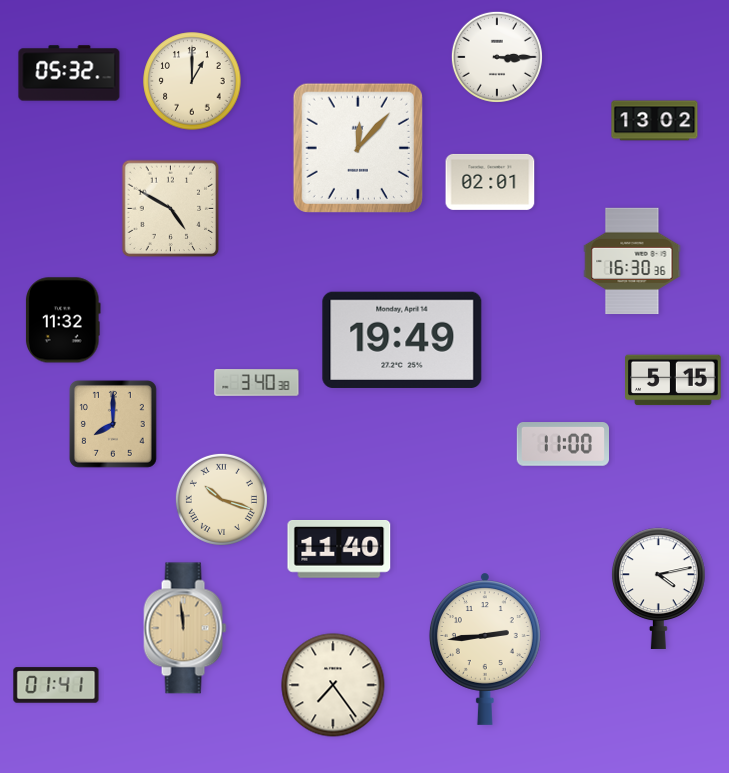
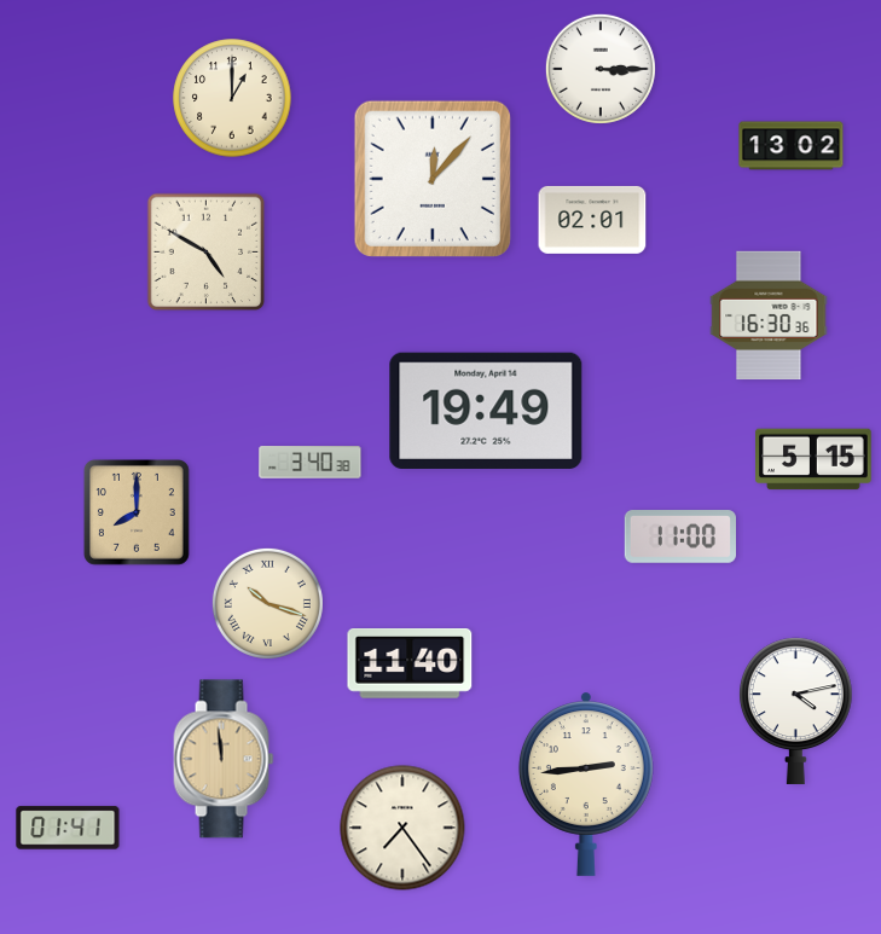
clock at (69, 73): 05:32 -> none
clock at (632, 261) position: (632, 261) -> (769, 315)
clock at (63, 320): 11:32 -> none
